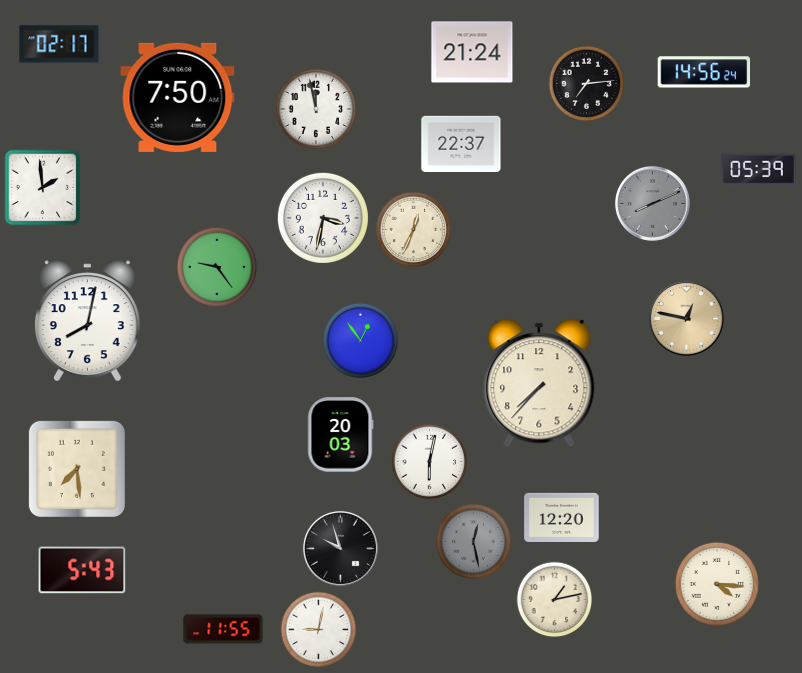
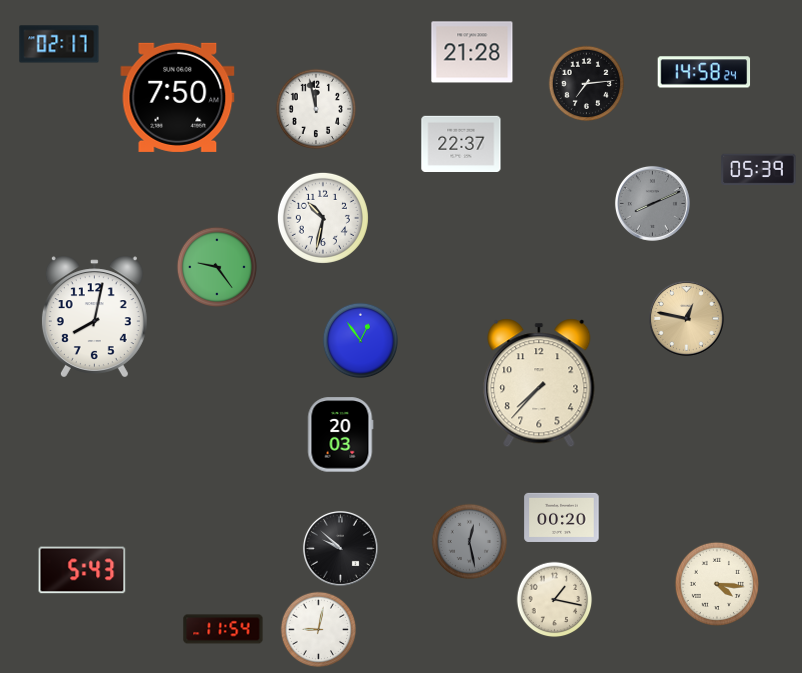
clock at (472, 52): 21:24 -> 21:28
clock at (704, 72): 14:56 -> 14:58
clock at (43, 188): 1:59 -> none
clock at (323, 218): 3:32 -> 10:32
clock at (414, 230): 12:34 -> none
clock at (87, 321) position: (87, 321) -> (94, 317)
clock at (430, 462): 6:02 -> none
clock at (77, 469): 7:29 -> none
clock at (562, 517): 12:20 -> 00:20
clock at (474, 542) position: (474, 542) -> (470, 542)
clock at (340, 548): 9:57 -> 9:52
clock at (555, 600): 1:13 -> 1:17
clock at (223, 629): 11:55 -> 11:54
